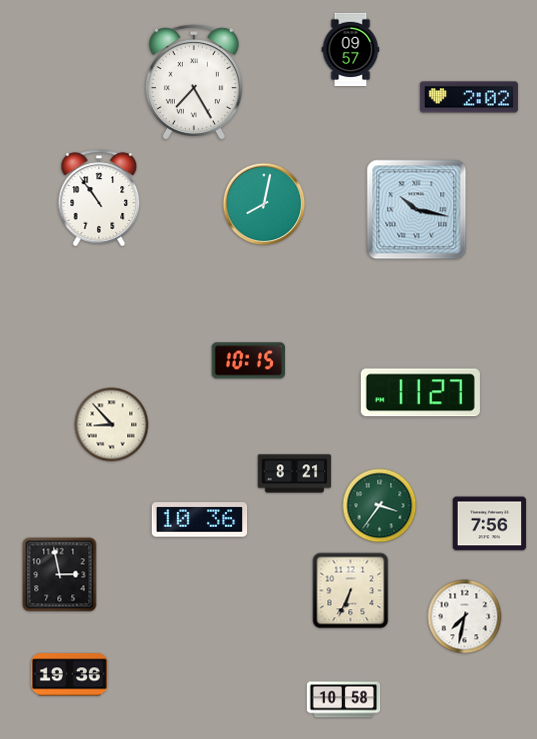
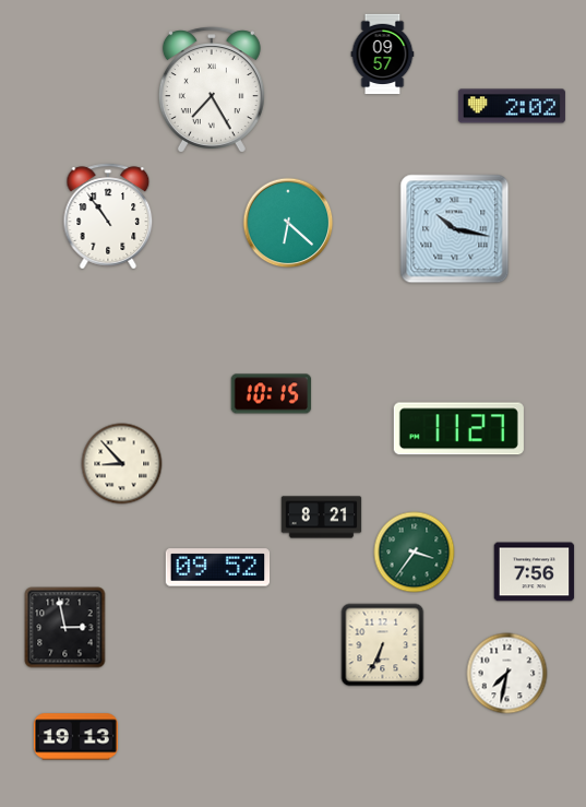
clock at (264, 204): 8:02 -> 6:22
clock at (200, 520): 10:36 -> 09:52
clock at (69, 675): 19:36 -> 19:13
clock at (344, 700): 10:58 -> none
